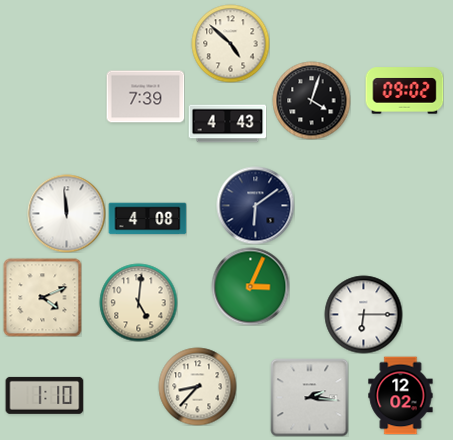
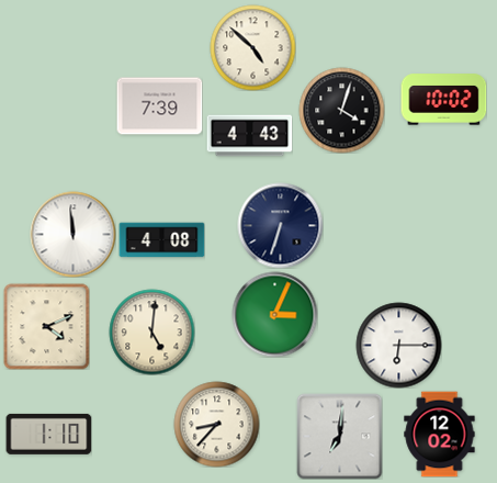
clock at (404, 91): 09:02 -> 10:02
clock at (255, 205): 6:09 -> 6:33
clock at (309, 397): 2:16 -> 7:01
